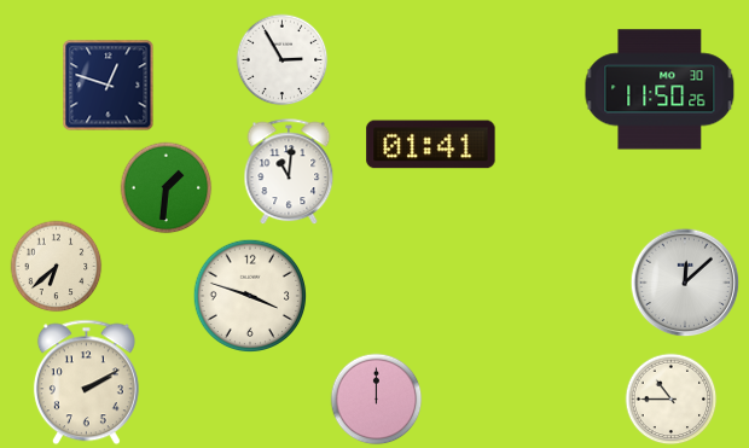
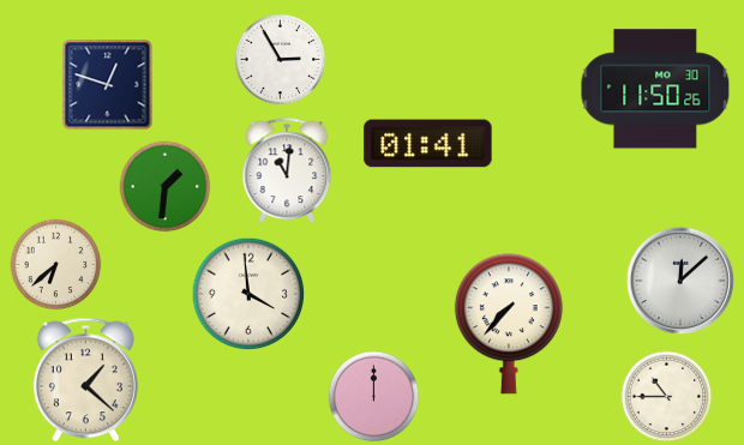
clock at (250, 296): 3:48 -> 3:59
clock at (509, 324): none -> 7:37
clock at (86, 383): 2:10 -> 1:22
